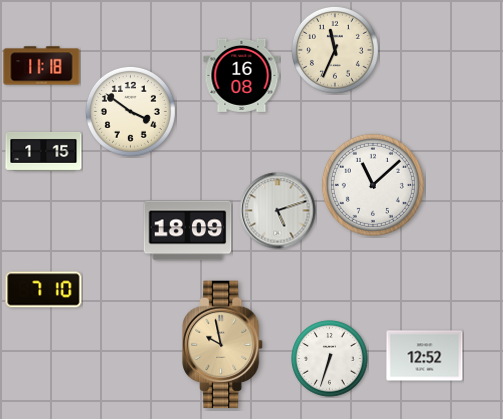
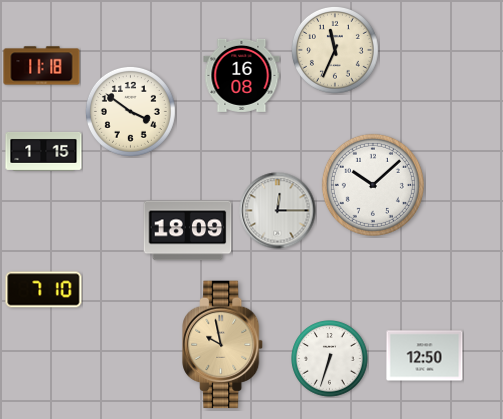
clock at (373, 185): 11:08 -> 10:08
clock at (278, 211): 5:12 -> 12:15
clock at (425, 356): 12:52 -> 12:50
